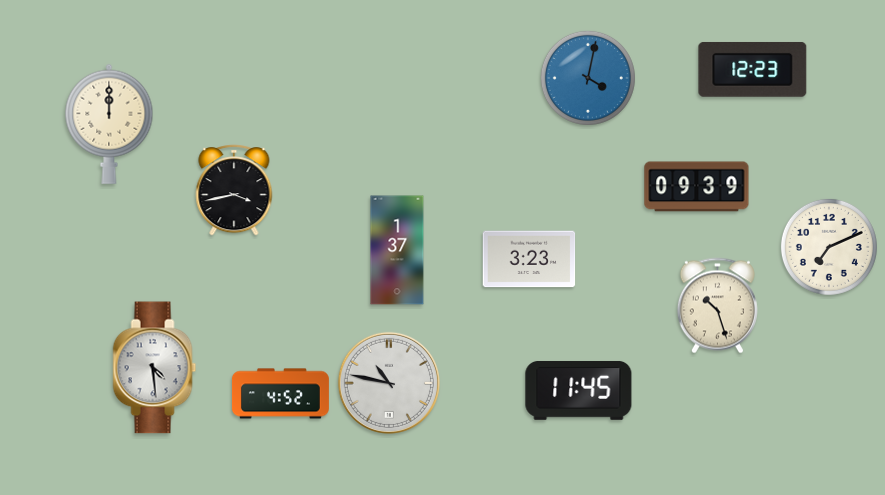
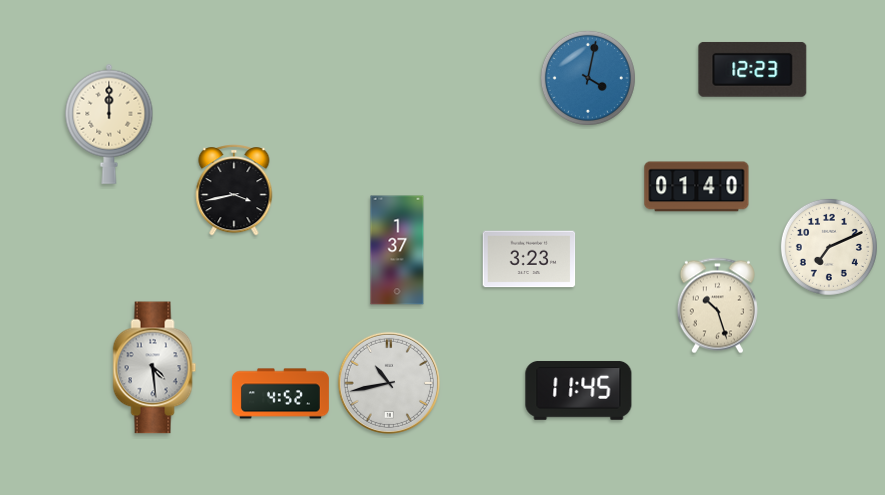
clock at (697, 187): 09:39 -> 01:40
clock at (389, 383): 10:47 -> 10:43
